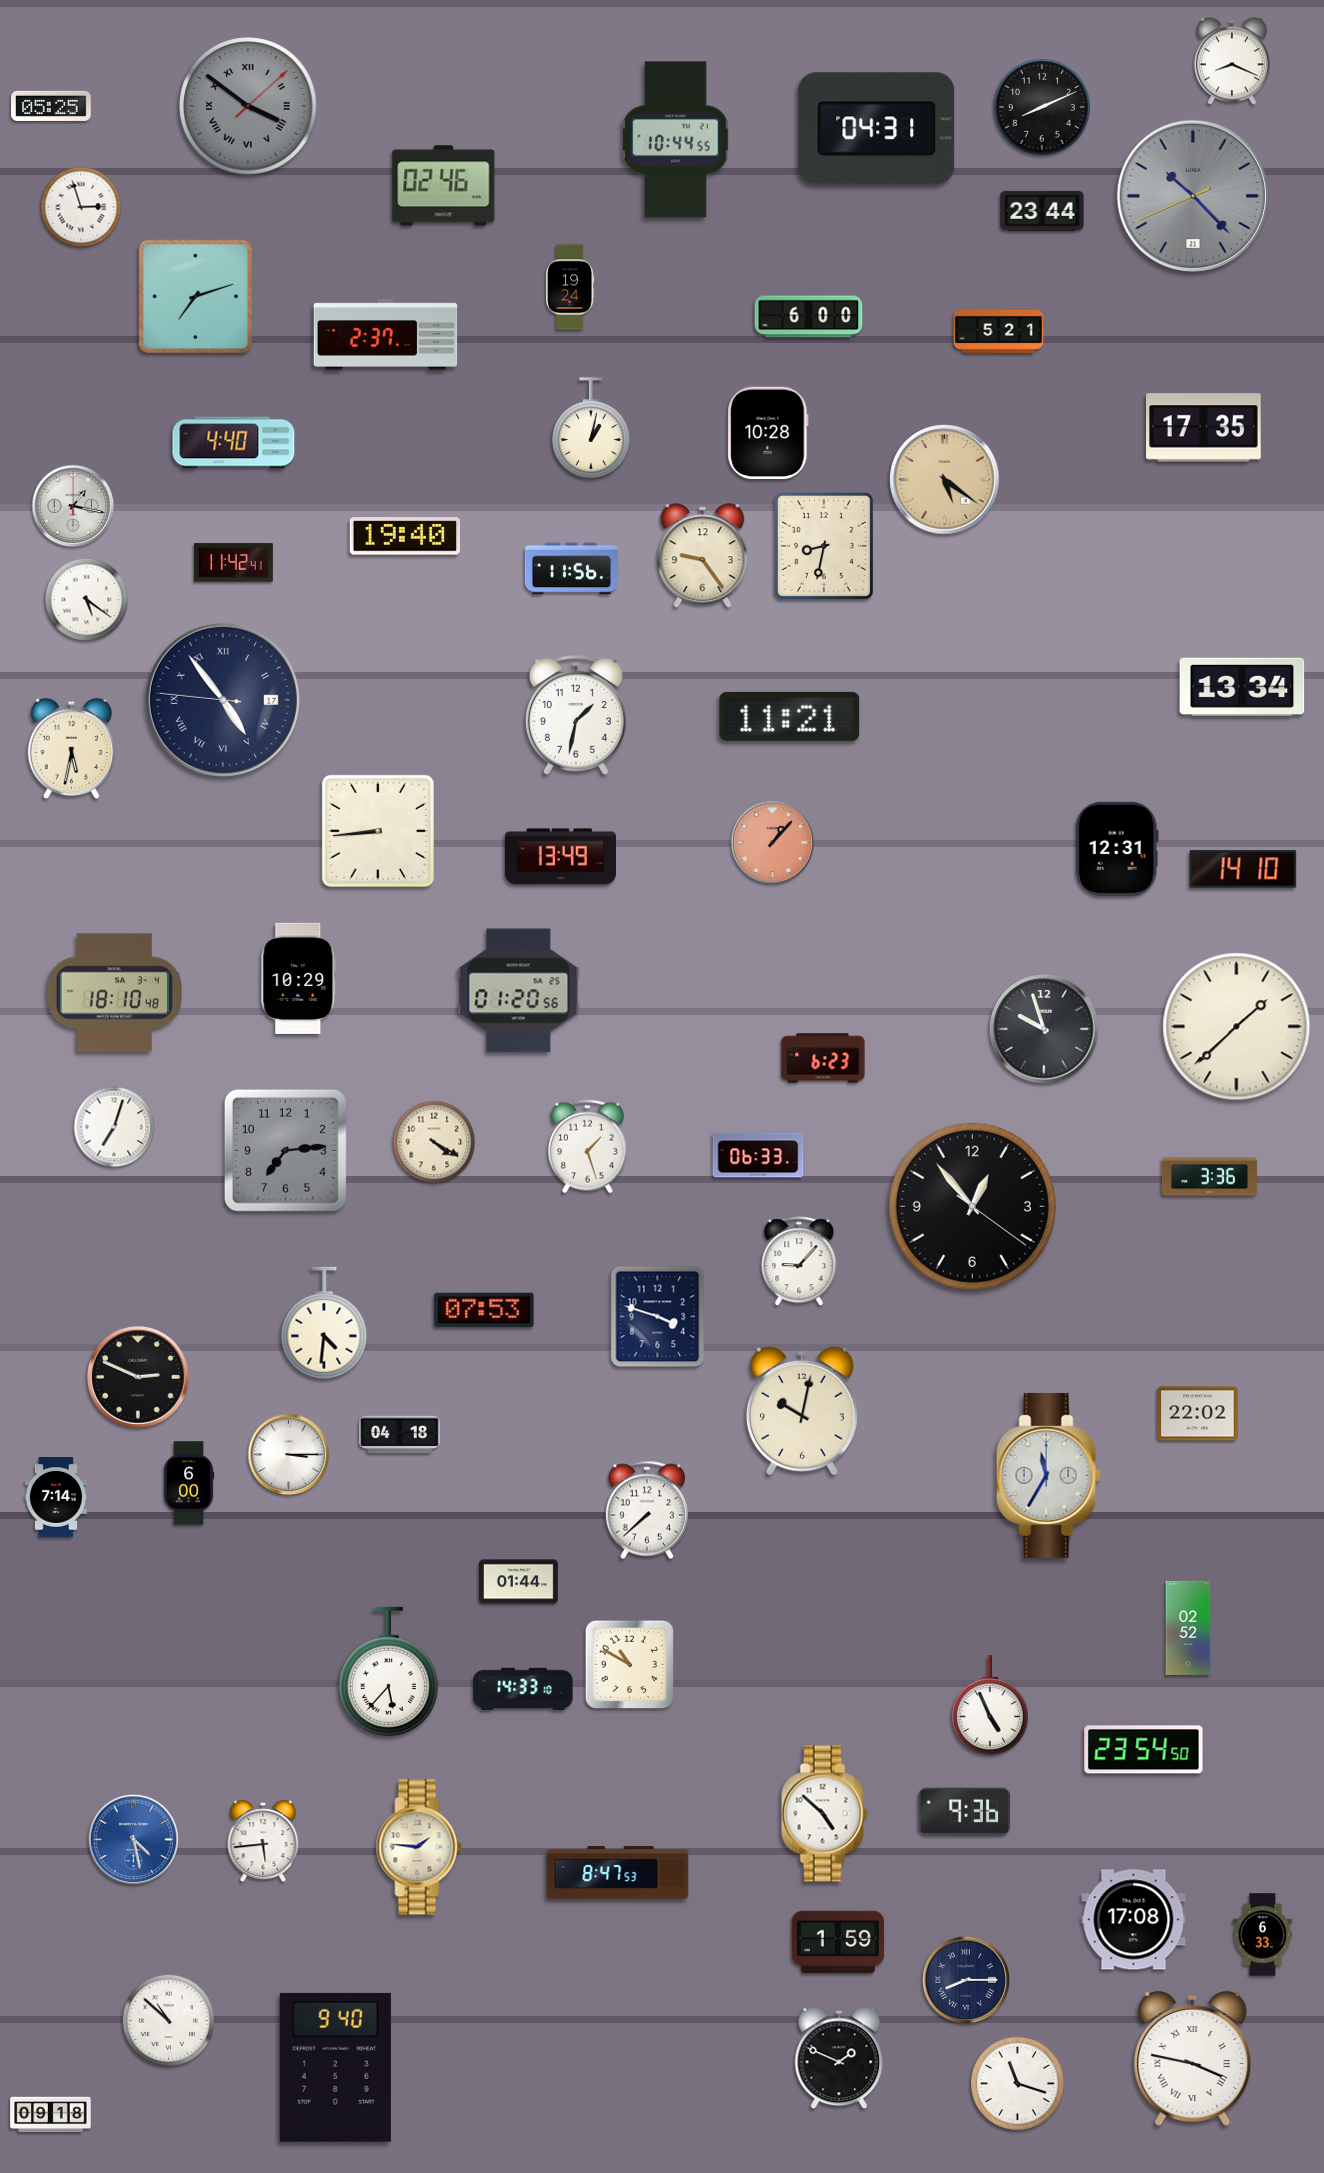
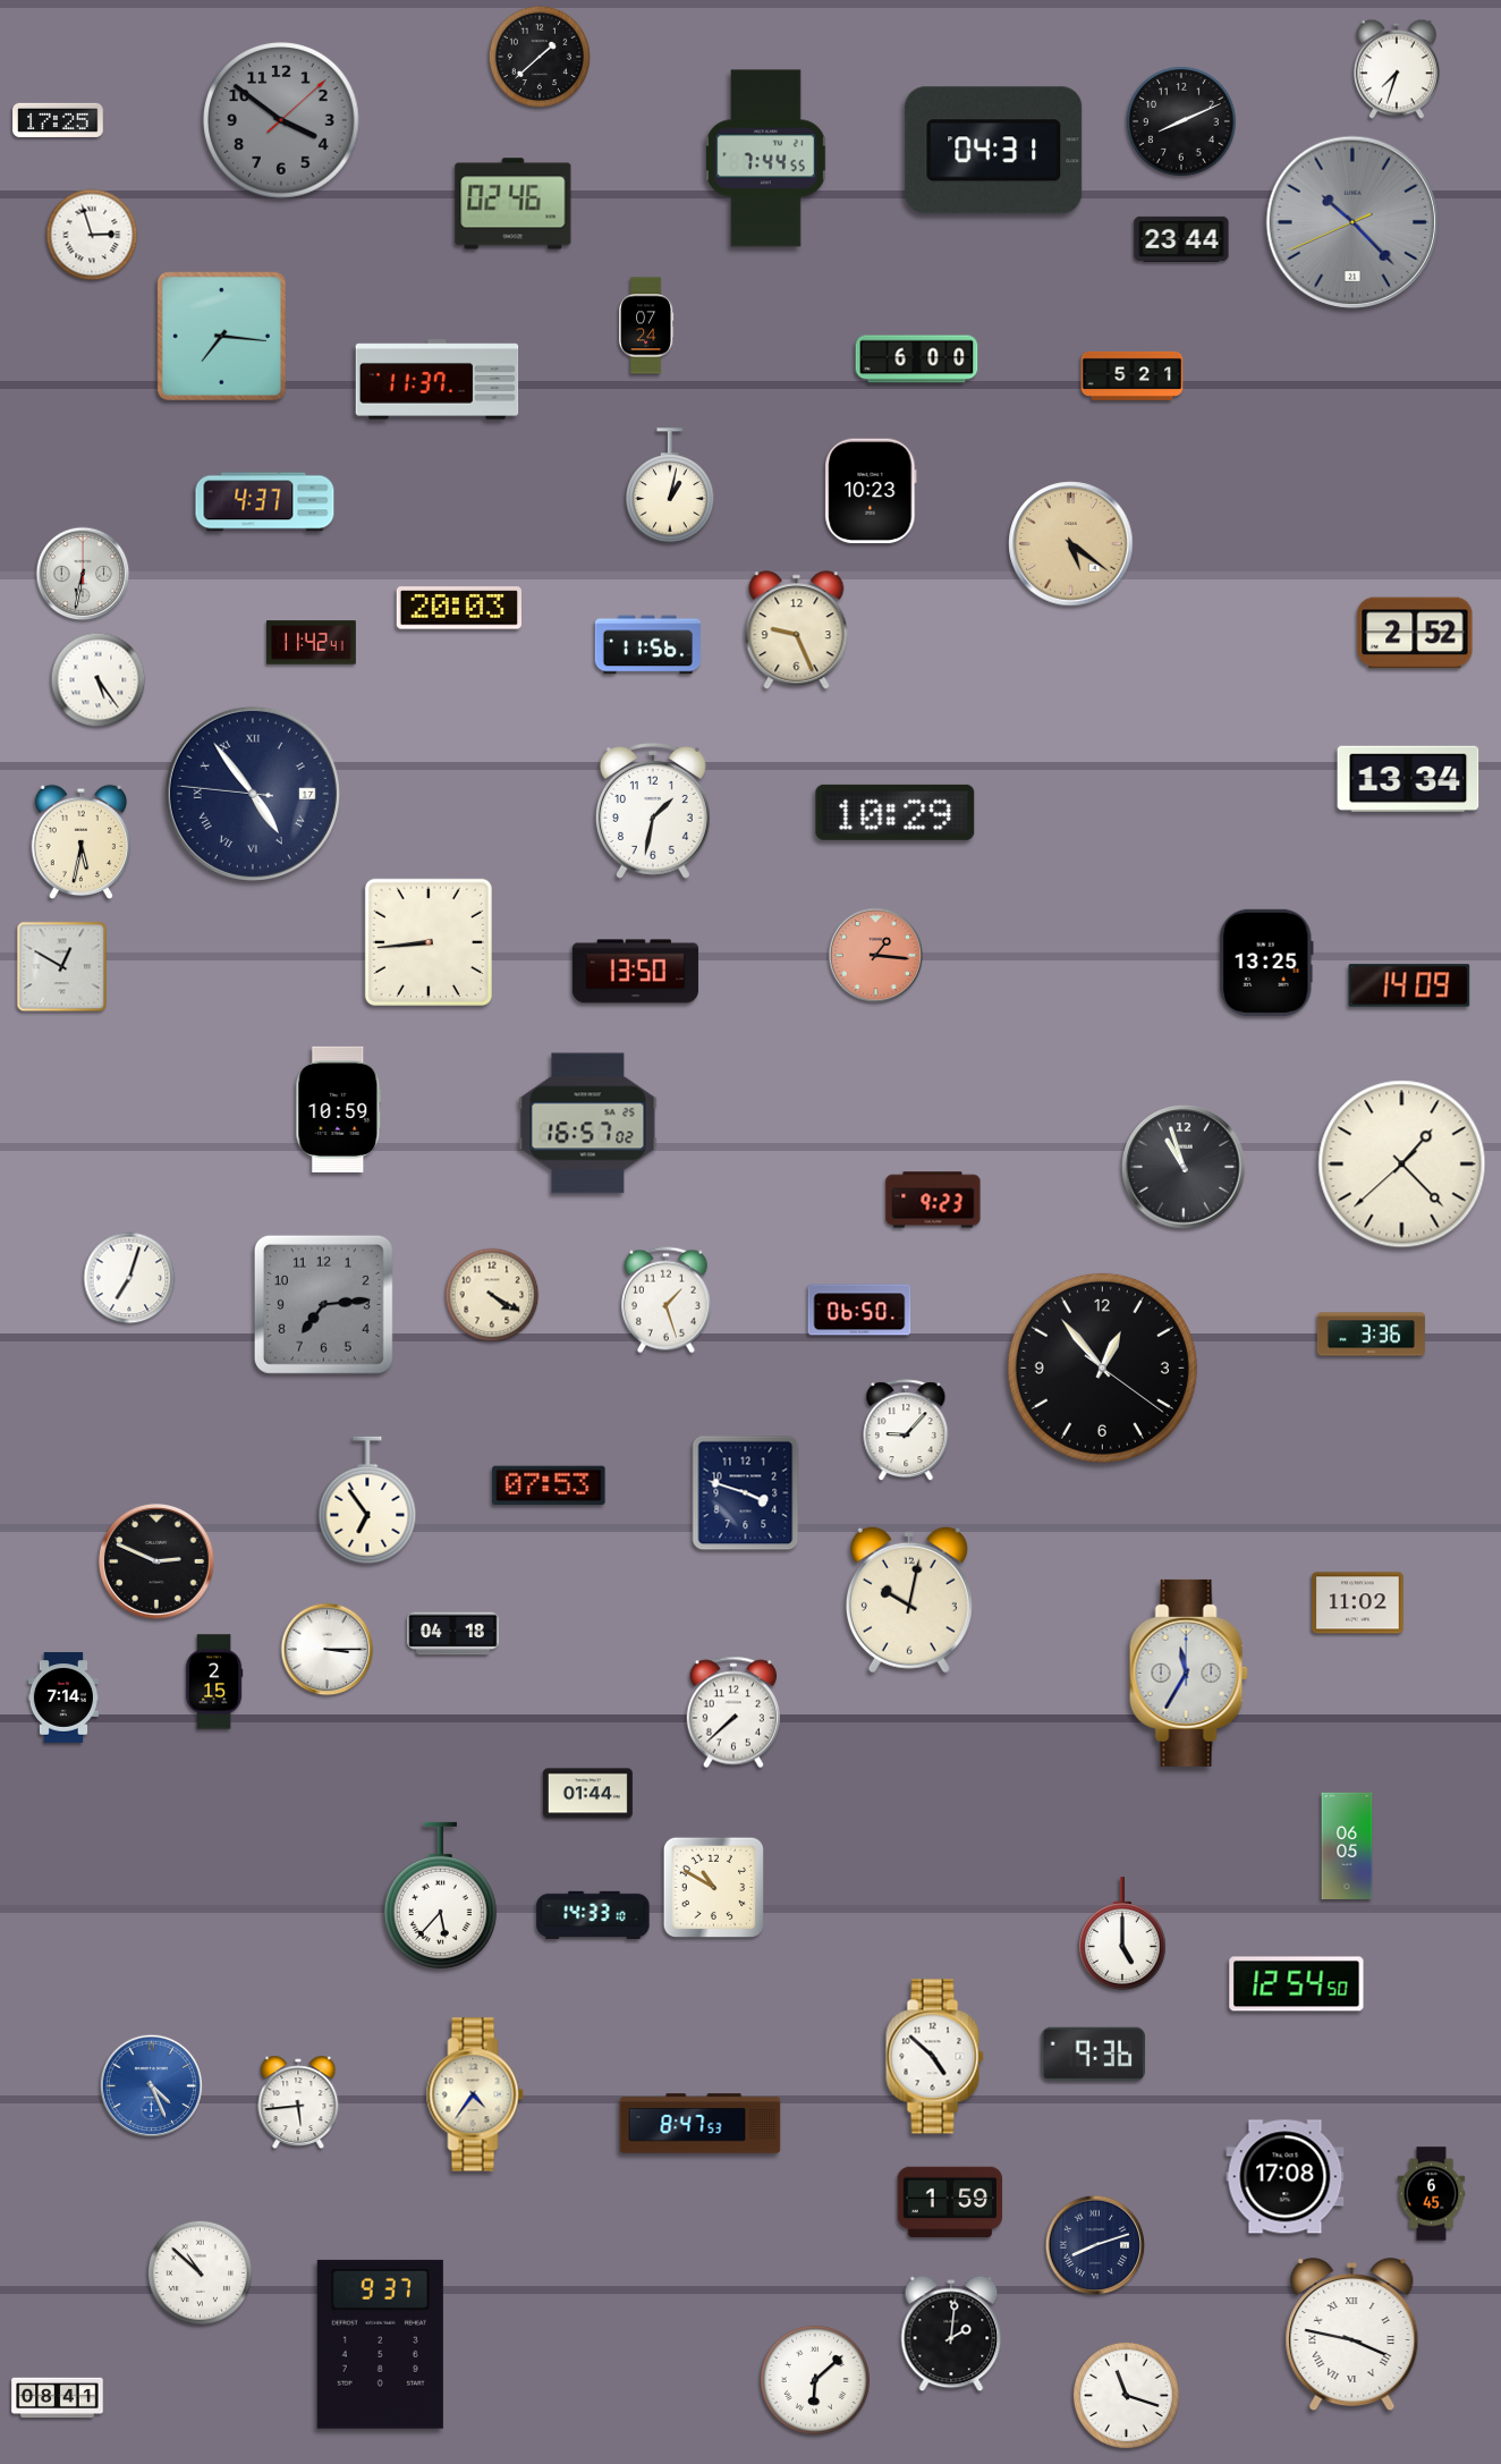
clock at (540, 57): none -> 1:38
clock at (1232, 61): 8:19 -> 7:33
clock at (51, 106): 05:25 -> 17:25
clock at (248, 106) numerals: Roman -> Arabic
clock at (877, 129) position: (877, 129) -> (994, 151)
clock at (676, 140): 10:44 -> 7:44
clock at (444, 186) position: (444, 186) -> (514, 204)
clock at (571, 287): 19:24 -> 07:24
clock at (195, 296): 7:12 -> 7:16
clock at (386, 335): 2:37 -> 11:37
clock at (1204, 428): 17:35 -> none
clock at (768, 433): 10:28 -> 10:23
clock at (234, 443): 4:40 -> 4:37
clock at (73, 506): 1:17 -> 6:32
clock at (405, 536): 19:40 -> 20:03
clock at (824, 546): 8:32 -> none
clock at (703, 556): 9:24 -> 9:26
clock at (1415, 633): none -> 2:52
clock at (233, 563) position: (233, 563) -> (311, 643)
clock at (87, 600): 5:21 -> 5:24
clock at (790, 716): 11:21 -> 10:29
clock at (72, 749) position: (72, 749) -> (82, 842)
clock at (773, 843): 1:07 -> 1:16
clock at (1117, 849): 12:31 -> 13:25
clock at (62, 967): none -> 12:50
clock at (560, 857): 13:49 -> 13:50
clock at (1243, 869): 14:10 -> 14:09
clock at (299, 978): 10:29 -> 10:59
clock at (519, 991): 01:20 -> 16:57
clock at (114, 993): 18:10 -> none
clock at (1237, 1027): 1:37 -> 1:22
clock at (1044, 1029): 9:57 -> 10:57
clock at (823, 1058): 6:23 -> 9:23
clock at (758, 1155): 06:33 -> 06:50
clock at (324, 1323): 4:31 -> 6:54
clock at (1198, 1414): 22:02 -> 11:02
clock at (400, 1435) position: (400, 1435) -> (453, 1634)
clock at (189, 1483): 6:00 -> 2:15
clock at (1188, 1628): 02:52 -> 06:05
clock at (990, 1705): 4:56 -> 5:00
clock at (1144, 1750): 23:54 -> 12:54
clock at (133, 1839): 4:28 -> 4:26
clock at (263, 1841) position: (263, 1841) -> (298, 2102)
clock at (419, 1847): 1:46 -> 4:36
clock at (1263, 1935): 6:33 -> 6:45
clock at (966, 1980): 8:15 -> 8:12
clock at (168, 2020) position: (168, 2020) -> (200, 2272)
clock at (839, 2058): 1:49 -> 2:01
clock at (335, 2067): 9:40 -> 9:37
clock at (1017, 2083) position: (1017, 2083) -> (1126, 2395)
clock at (815, 2380): none -> 6:08
clock at (51, 2115): 09:18 -> 08:41
